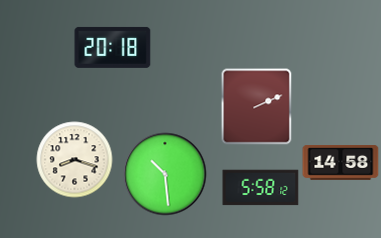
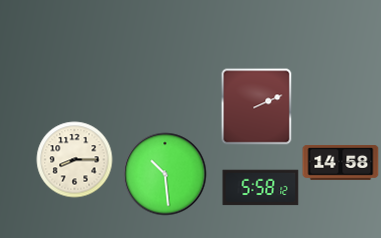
clock at (113, 47): 20:18 -> none
clock at (75, 160): 8:18 -> 8:15
